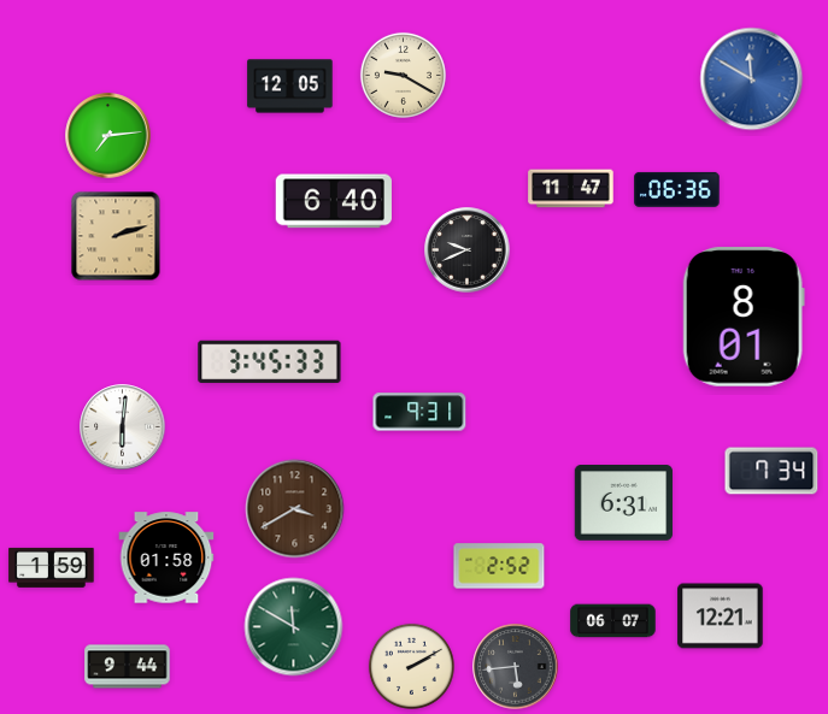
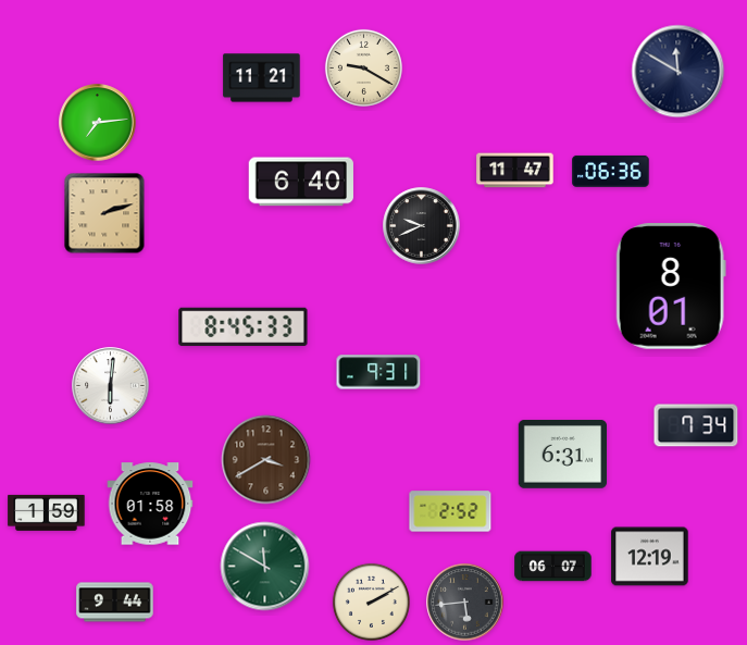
clock at (752, 79) dial: blue -> navy
clock at (290, 87): 12:05 -> 11:21
clock at (270, 362): 3:45 -> 8:45
clock at (721, 616): 12:21 -> 12:19
clock at (613, 621) position: (613, 621) -> (553, 567)
